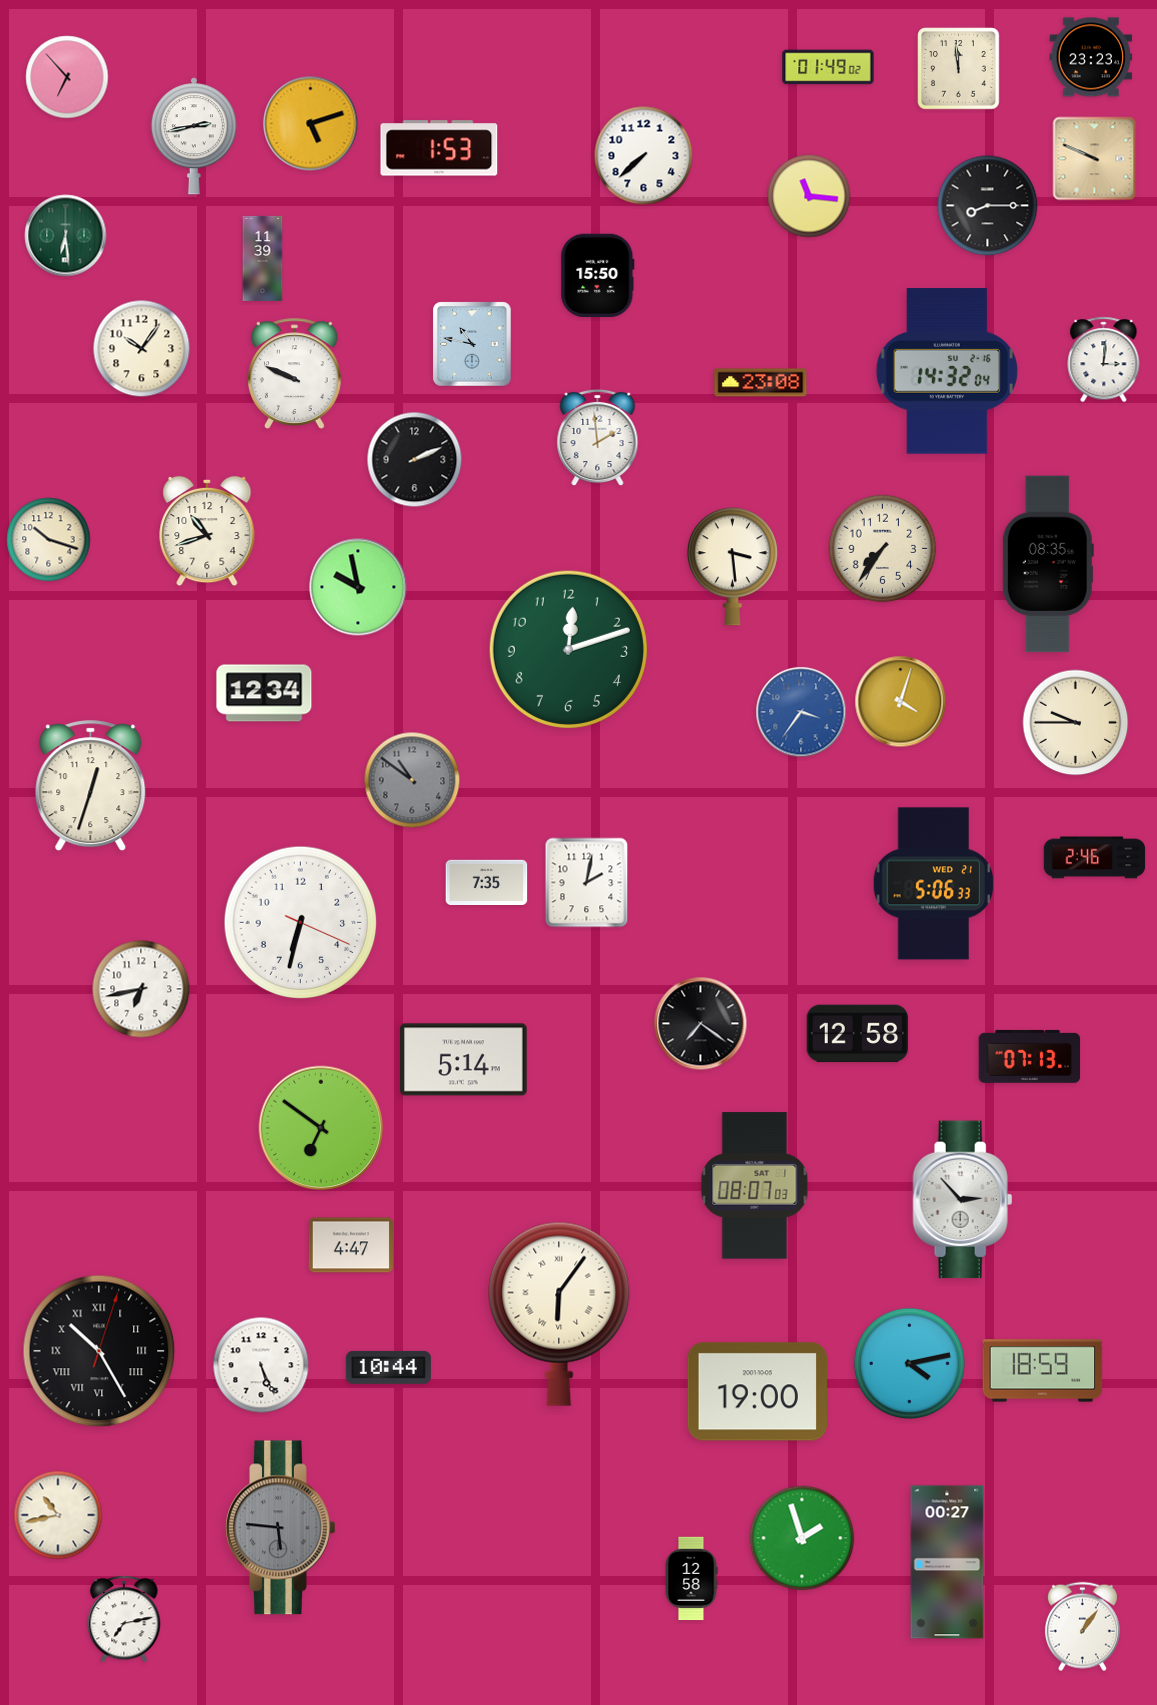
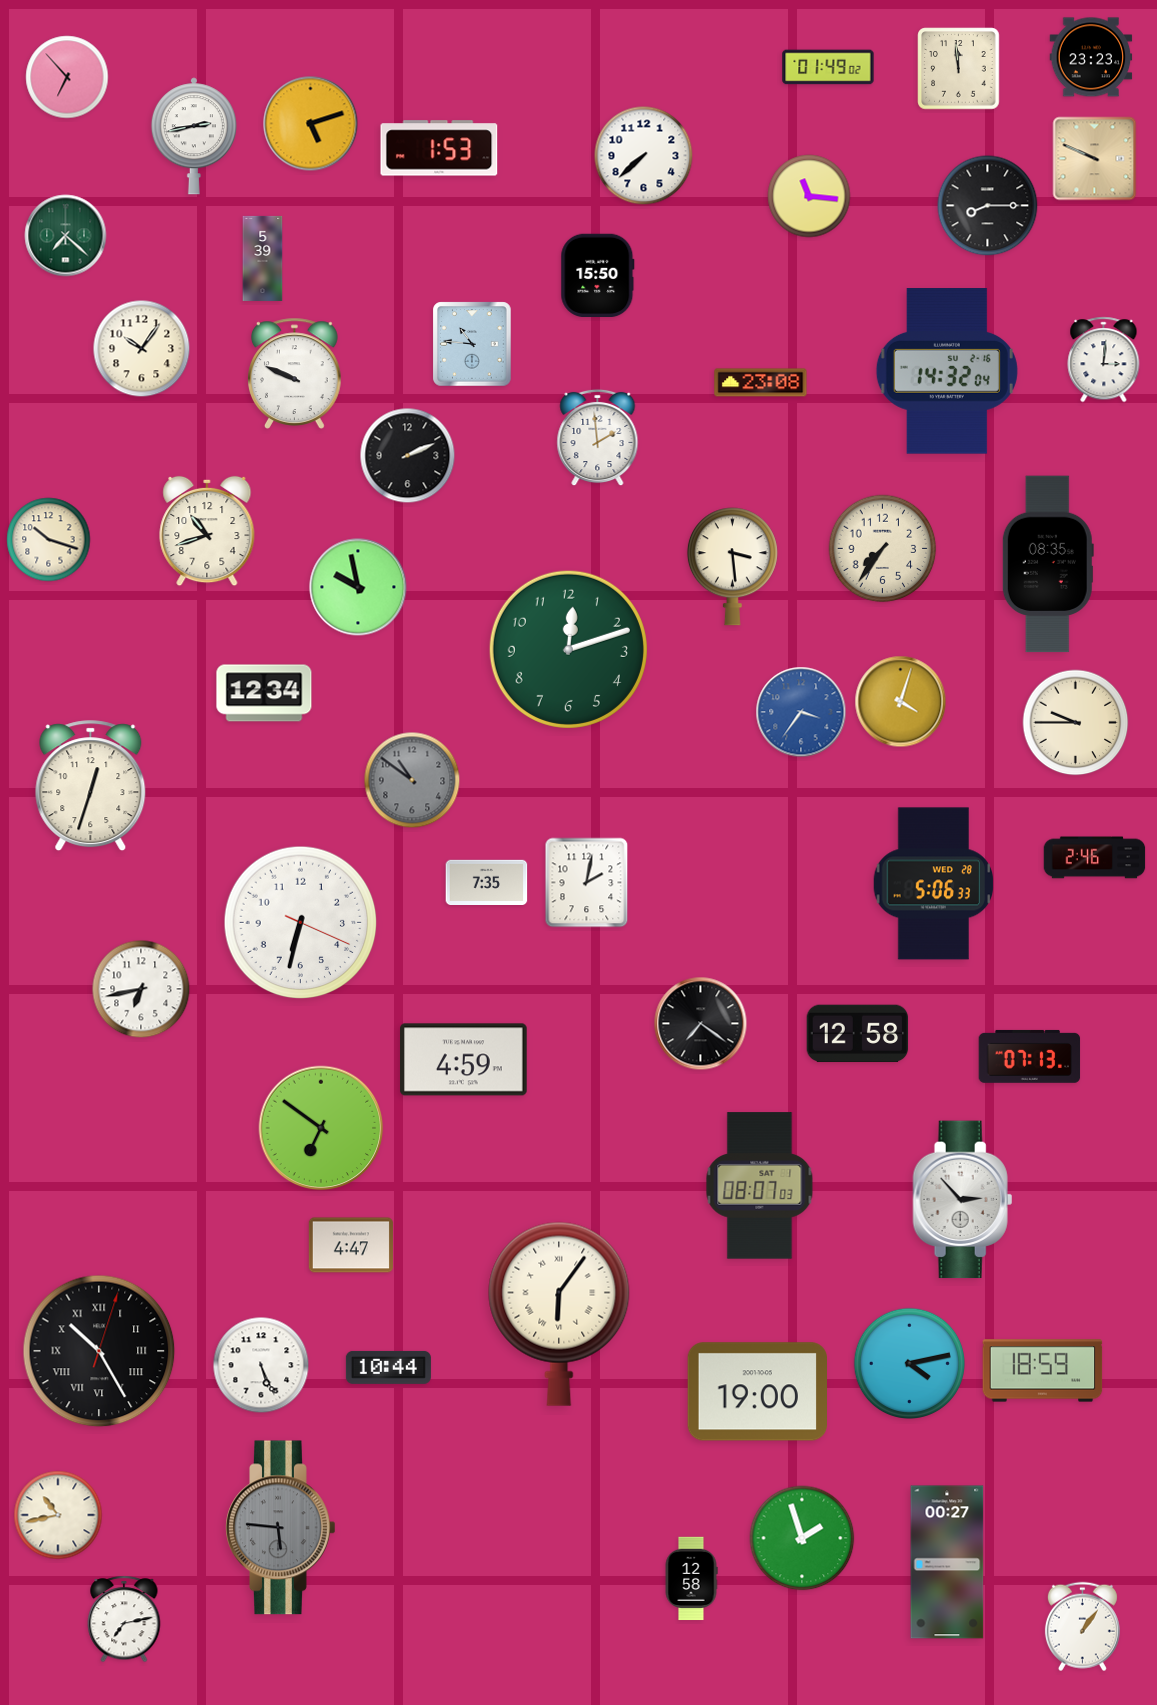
clock at (66, 236): 6:29 -> 7:22
clock at (263, 258): 11:39 -> 5:39
clock at (472, 344): 10:47 -> 10:46
clock at (415, 460) position: (415, 460) -> (408, 456)
clock at (934, 884) date: WED 21 -> WED 28
clock at (464, 1060): 5:14 -> 4:59
clock at (755, 1186) position: (755, 1186) -> (760, 1186)
